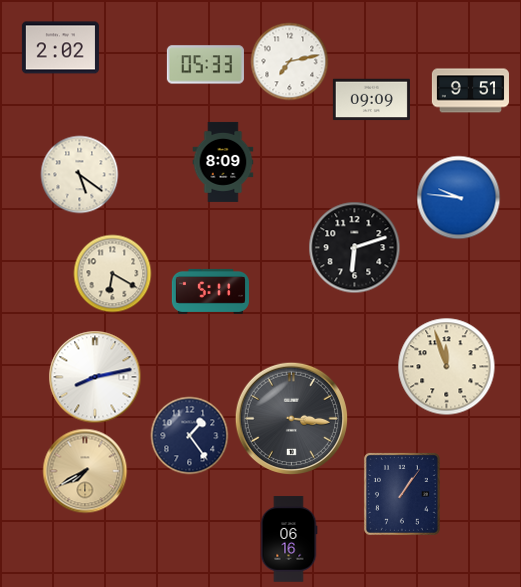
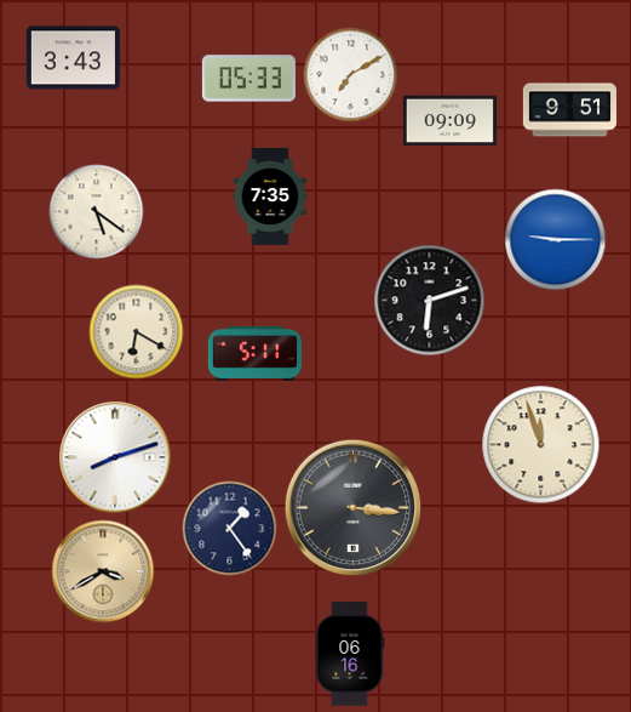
clock at (60, 48): 2:02 -> 3:43
clock at (289, 61): 7:13 -> 7:10
clock at (223, 162): 8:09 -> 7:35
clock at (458, 197): 9:46 -> 9:15
clock at (95, 377): 8:13 -> 8:12
clock at (85, 471): 7:40 -> 3:40
clock at (402, 494): 1:06 -> none
